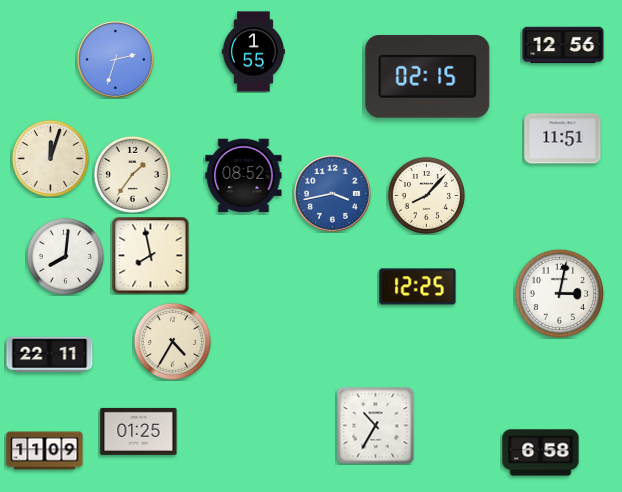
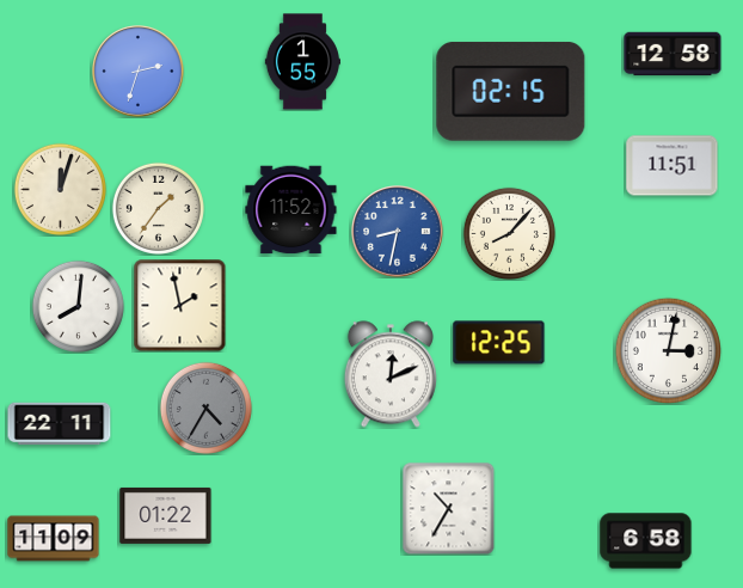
clock at (563, 45): 12:56 -> 12:58
clock at (244, 176): 08:52 -> 11:52
clock at (333, 194): 3:43 -> 8:32
clock at (150, 255): 7:58 -> 1:58
clock at (391, 374): none -> 12:11
clock at (172, 341) dial: cream -> grey
clock at (139, 431): 01:25 -> 01:22
